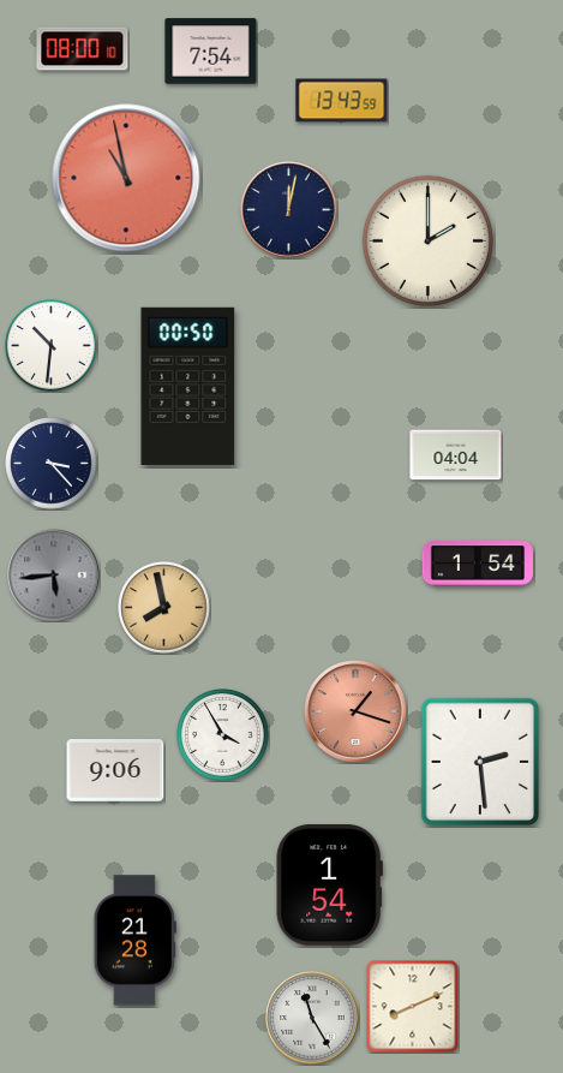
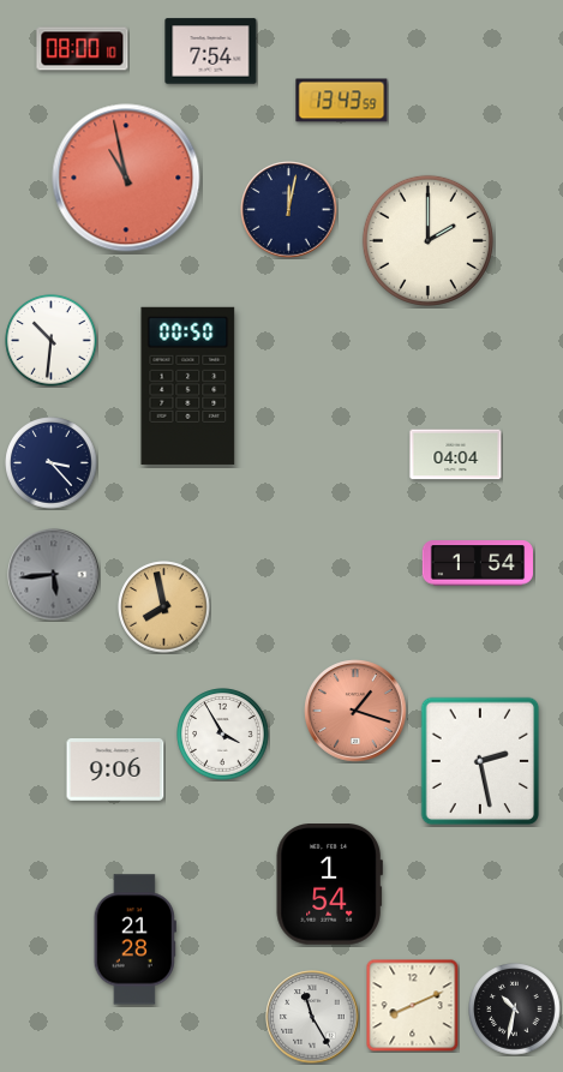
clock at (52, 346) position: (52, 346) -> (52, 341)
clock at (480, 762): 2:29 -> 2:28
clock at (515, 1010): none -> 10:32
